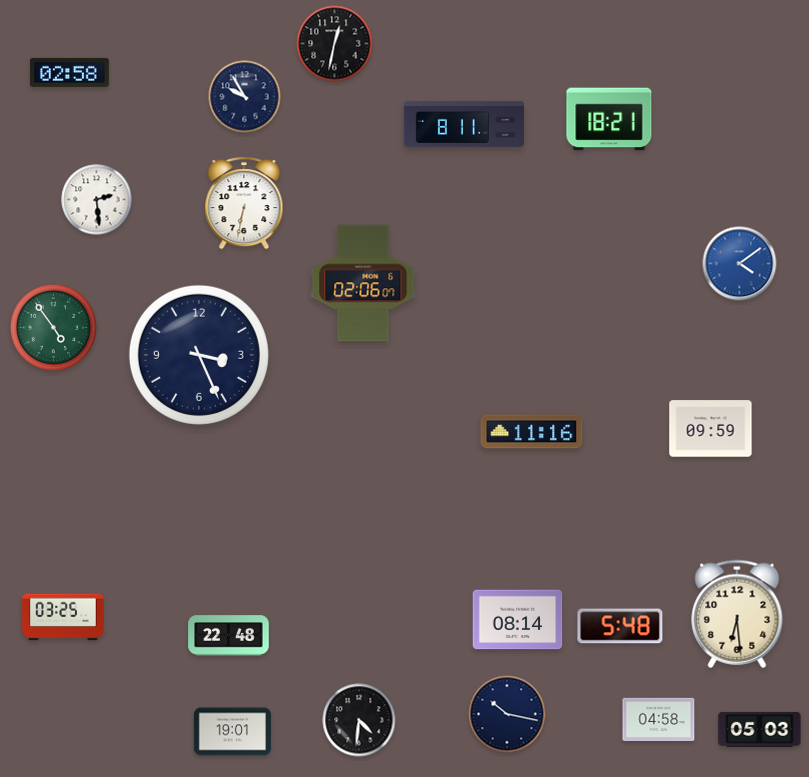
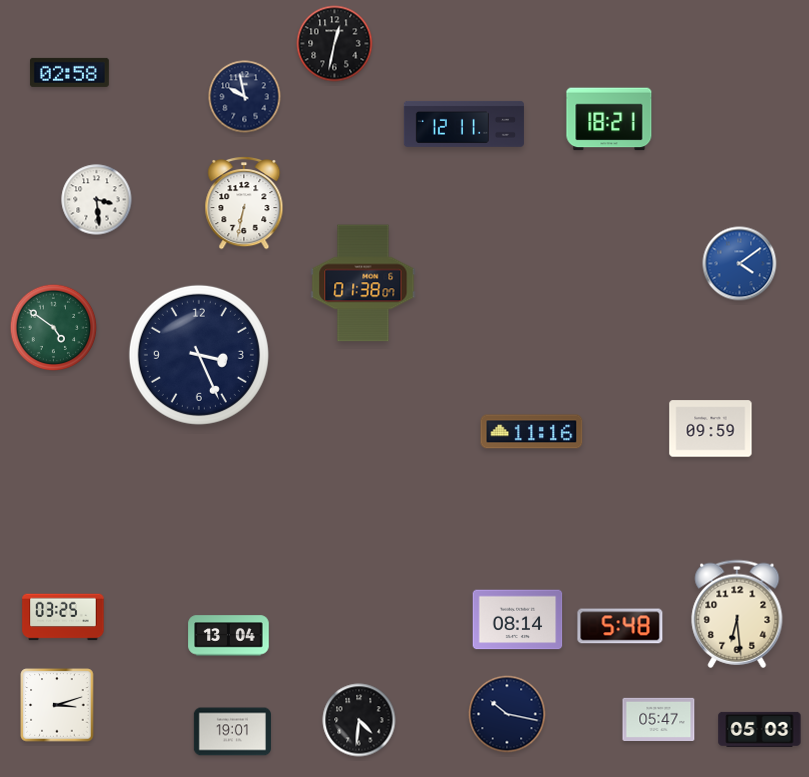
clock at (245, 97): 9:55 -> 9:58
clock at (464, 124): 8:11 -> 12:11
clock at (97, 200): 2:29 -> 3:29
clock at (363, 283): 02:06 -> 01:38
clock at (54, 328): 4:54 -> 4:51
clock at (229, 636): 22:48 -> 13:04
clock at (57, 705): none -> 3:12
clock at (659, 719): 04:58 -> 05:47
